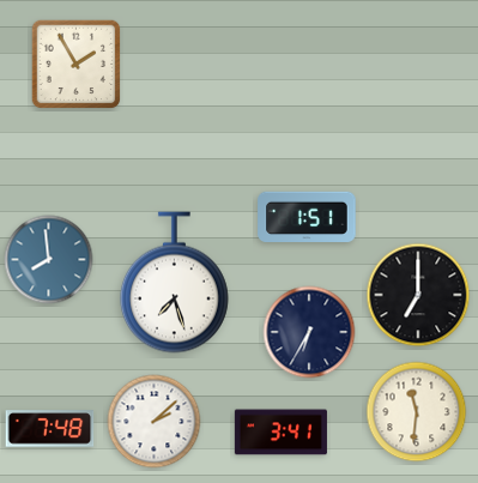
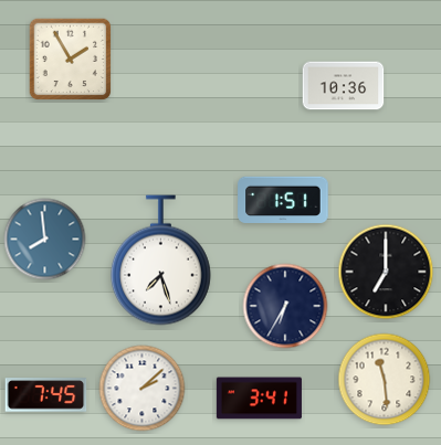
clock at (344, 86): none -> 10:36
clock at (417, 412): 11:31 -> 11:29
clock at (50, 429): 7:48 -> 7:45
